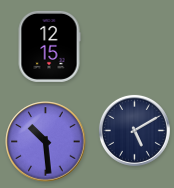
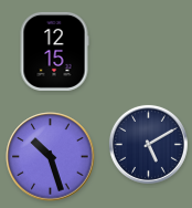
clock at (46, 142): 10:29 -> 10:27
